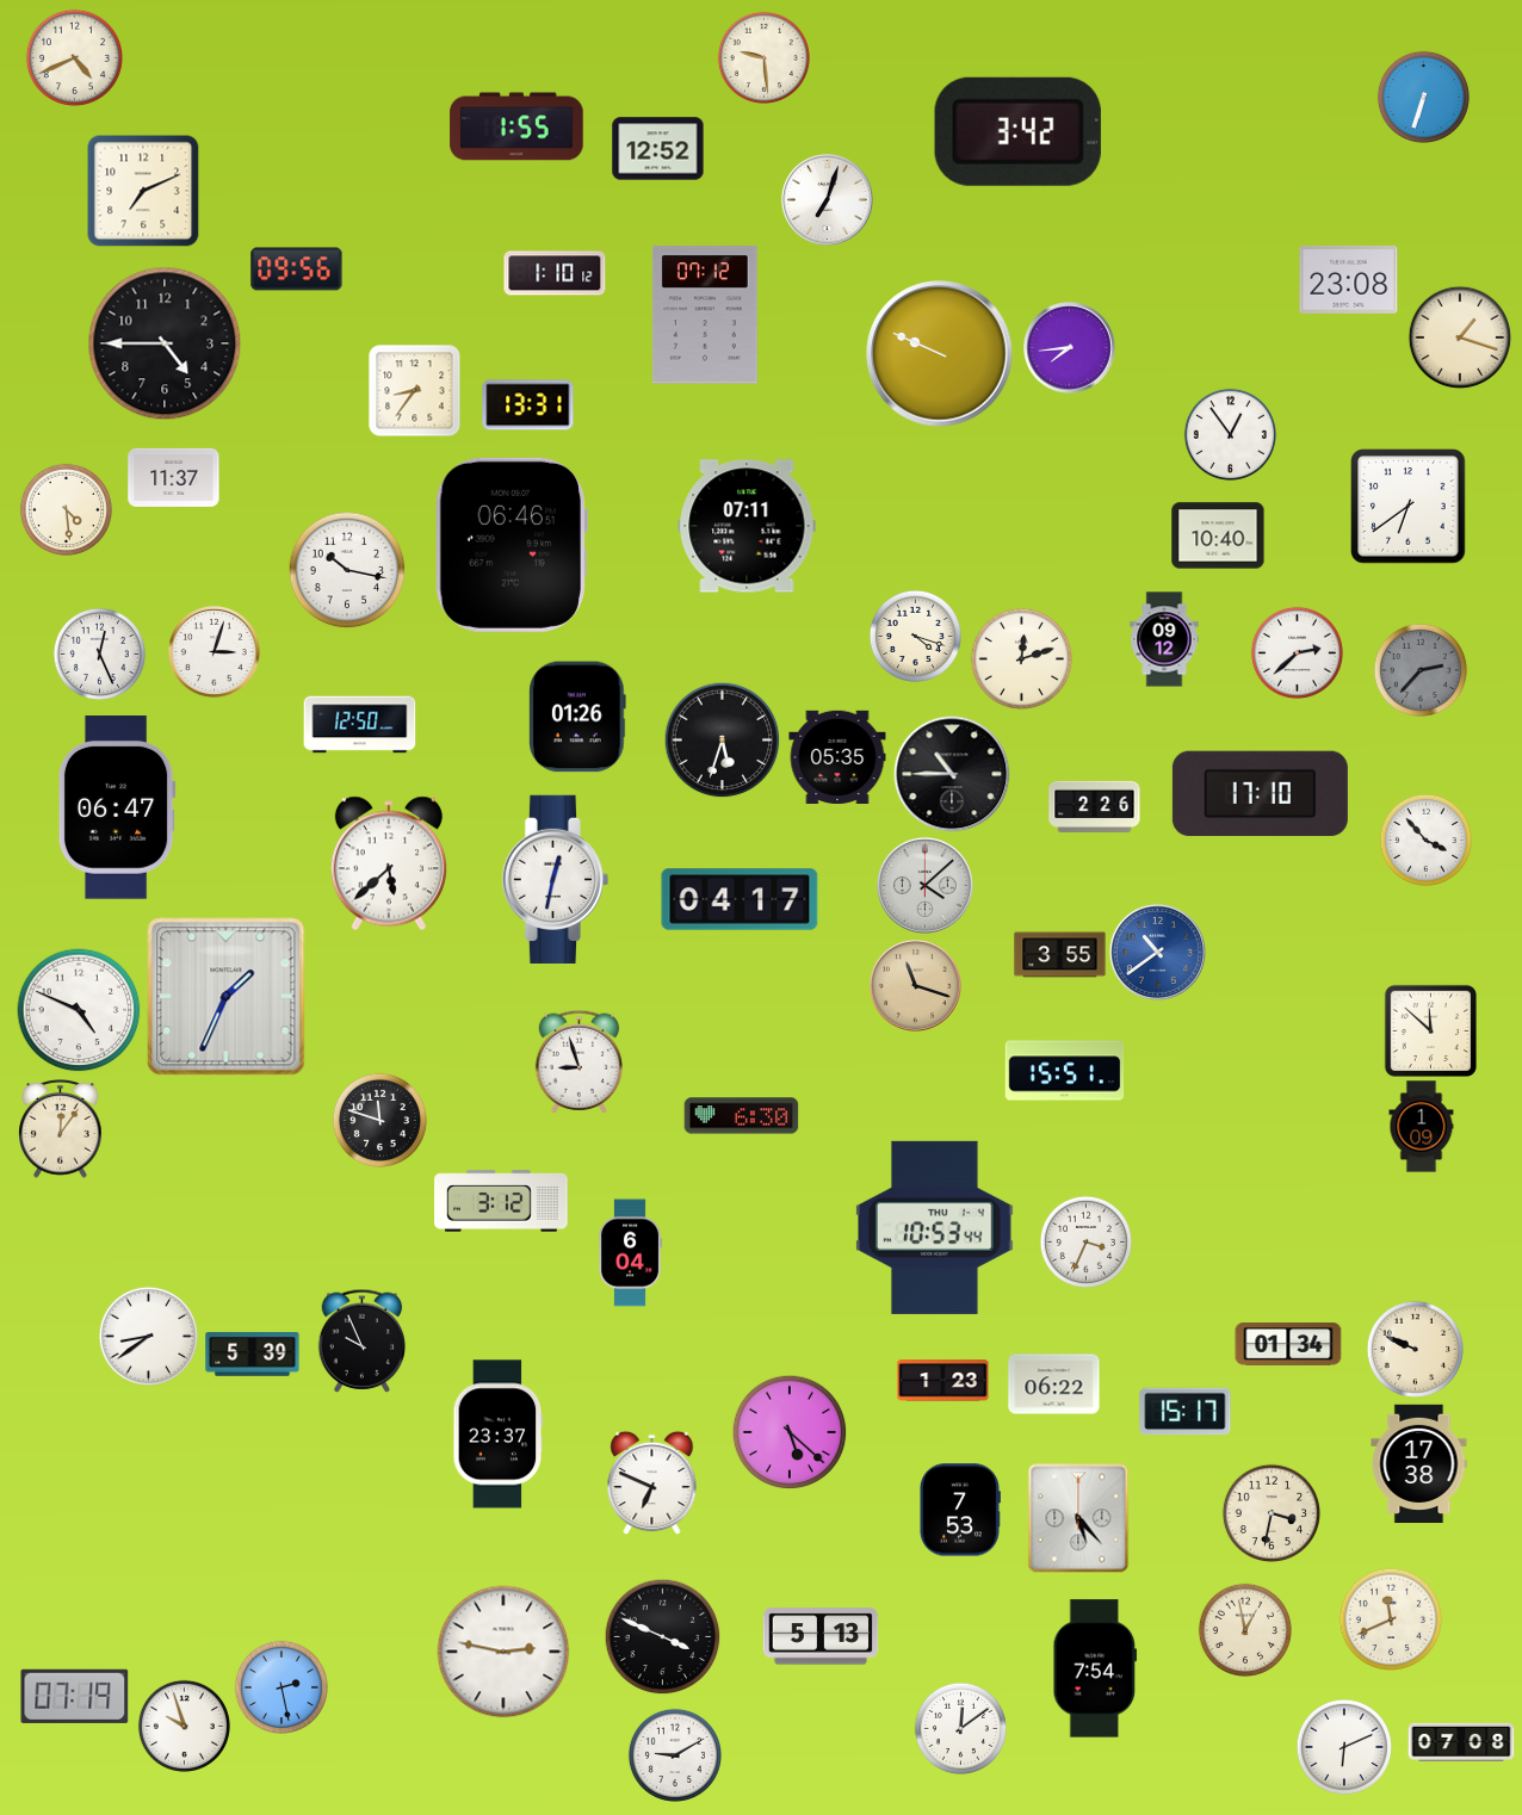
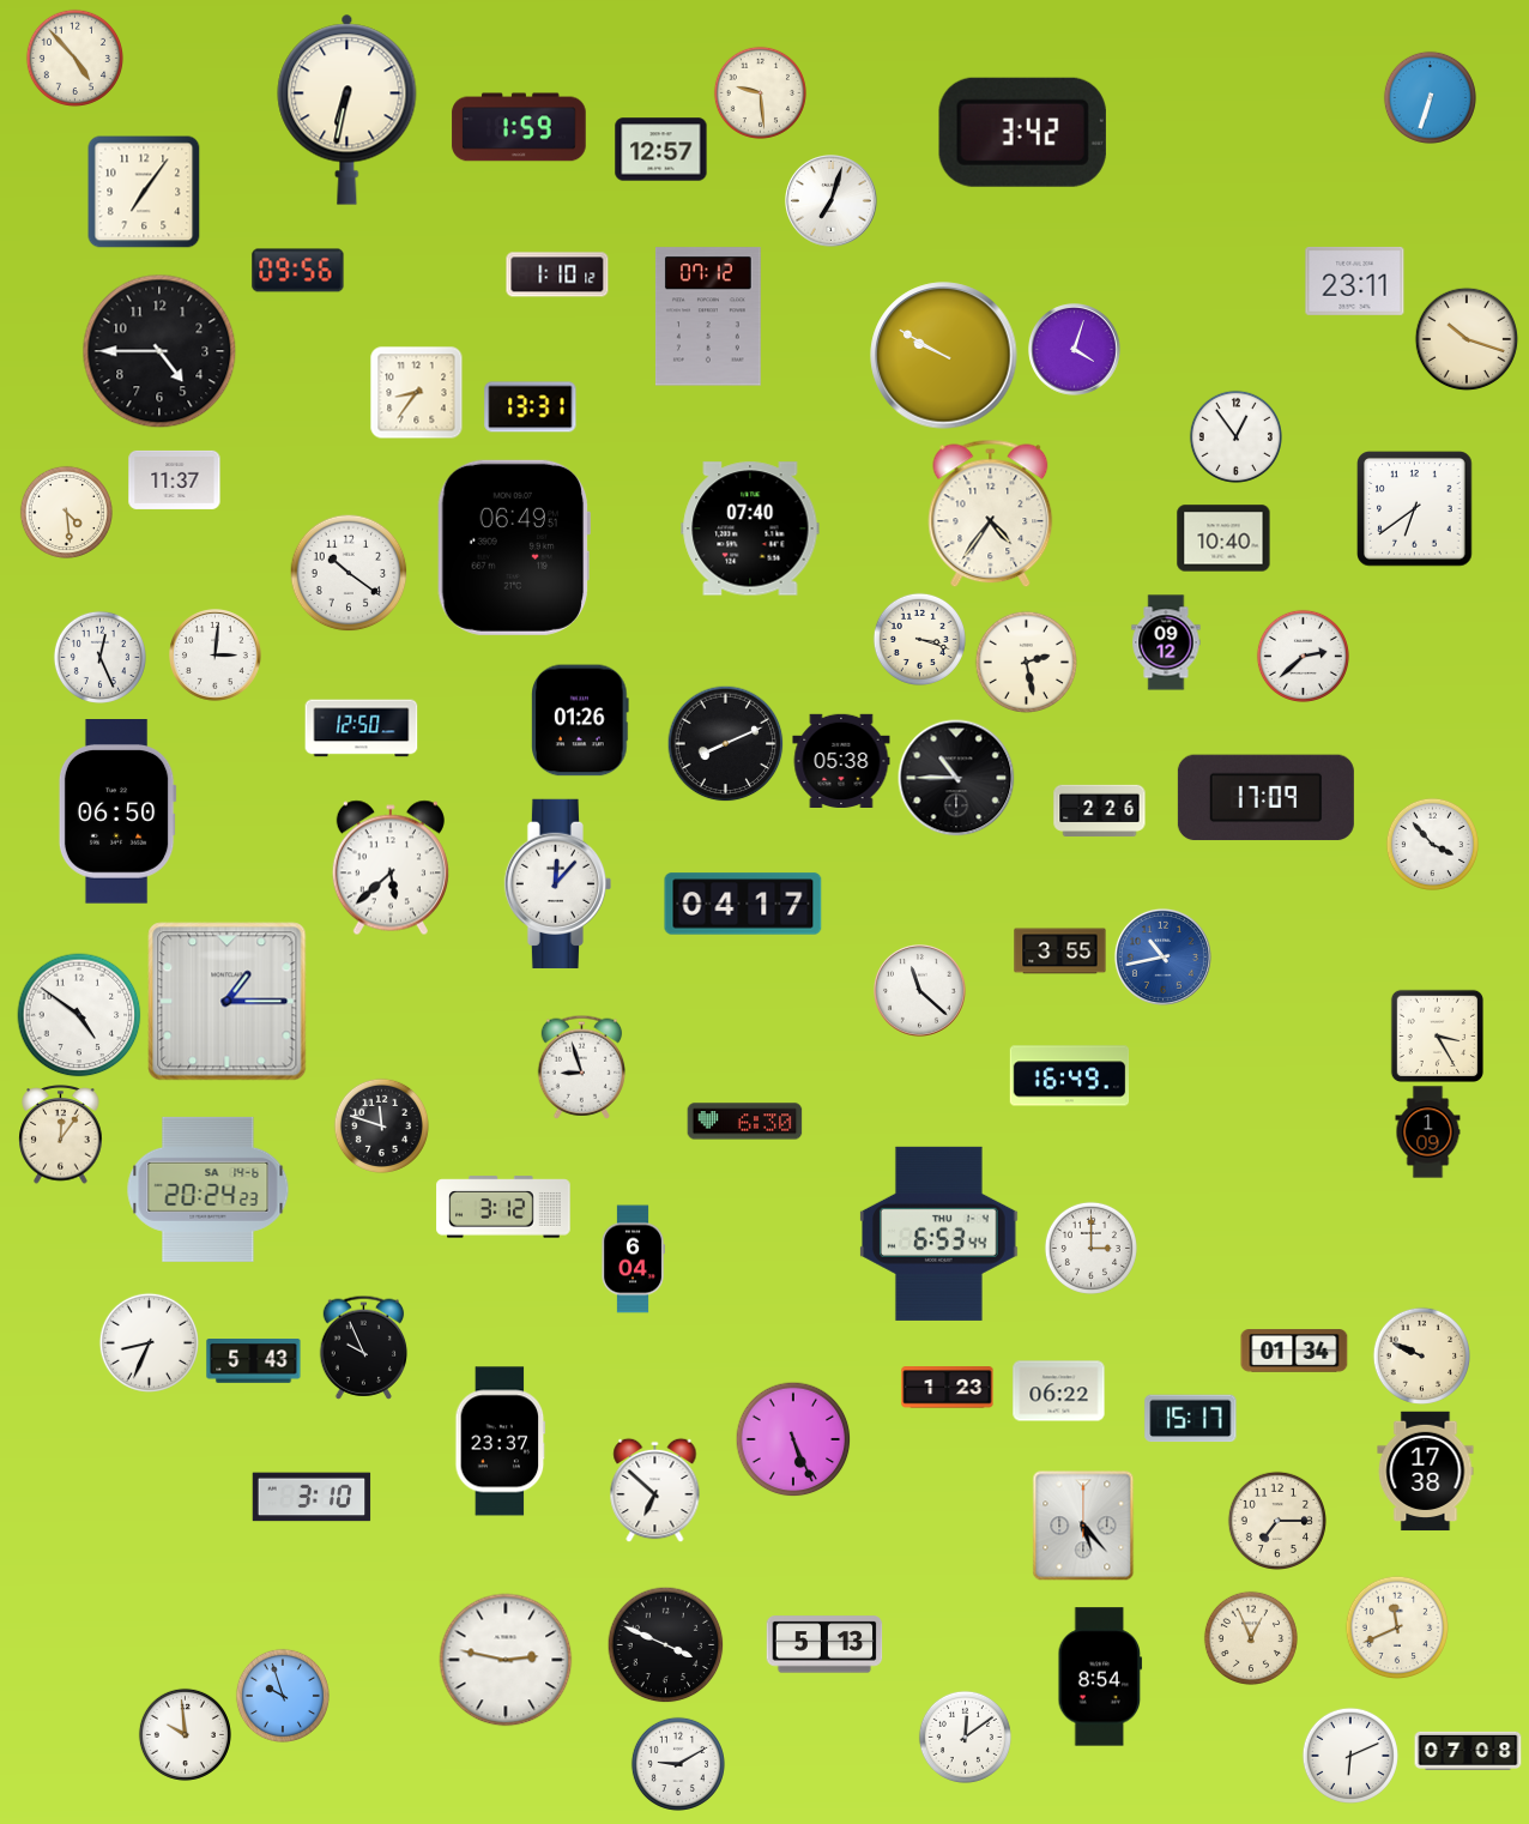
clock at (74, 57): 4:41 -> 4:53
clock at (763, 57) position: (763, 57) -> (760, 92)
clock at (347, 109): none -> 6:32
clock at (516, 126): 1:55 -> 1:59
clock at (658, 149): 12:52 -> 12:57
clock at (143, 191): 7:11 -> 7:06
clock at (1349, 279): 23:08 -> 23:11
clock at (1460, 337): 1:18 -> 10:18
clock at (165, 343) position: (165, 343) -> (159, 351)
clock at (1070, 348): 7:44 -> 4:03
clock at (940, 354): 9:49 -> 9:50
clock at (991, 514): none -> 4:36
clock at (747, 526): 07:11 -> 07:40
clock at (511, 545): 06:46 -> 06:49
clock at (347, 570): 10:17 -> 10:21
clock at (915, 636): 4:18 -> 3:18
clock at (1164, 639) position: (1164, 639) -> (1166, 642)
clock at (215, 652): 3:03 -> 3:01
clock at (1021, 658): 12:12 -> 2:28
clock at (1421, 670): 2:37 -> none
clock at (722, 739): 5:33 -> 8:11
clock at (837, 756): 05:35 -> 05:38
clock at (1260, 794): 17:10 -> 17:09
clock at (117, 809): 06:47 -> 06:50
clock at (555, 879): 12:32 -> 12:07
clock at (924, 885): 4:08 -> none
clock at (1157, 952): 10:39 -> 10:43
clock at (1060, 955) position: (1060, 955) -> (1060, 952)
clock at (916, 986): 11:18 -> 11:22
clock at (916, 986) dial: champagne -> white
clock at (227, 997): 1:34 -> 1:15
clock at (79, 1010): 4:49 -> 4:51
clock at (1430, 1030): 11:52 -> 3:25
clock at (1065, 1071): 15:51 -> 16:49
clock at (208, 1189): none -> 20:24
clock at (935, 1227): 10:53 -> 6:53
clock at (1085, 1241): 3:34 -> 3:00
clock at (148, 1336): 8:39 -> 8:34
clock at (253, 1355): 5:39 -> 5:43
clock at (790, 1432): 5:22 -> 5:26
clock at (652, 1482): 6:49 -> 6:52
clock at (312, 1497): none -> 3:10
clock at (960, 1510): 7:53 -> none
clock at (1270, 1512): 3:32 -> 7:15
clock at (1245, 1630): 12:58 -> 12:56
clock at (1095, 1668): 7:54 -> 8:54
clock at (281, 1687): 2:28 -> 9:57
clock at (75, 1696): 07:19 -> none
clock at (184, 1726): 9:57 -> 9:59
